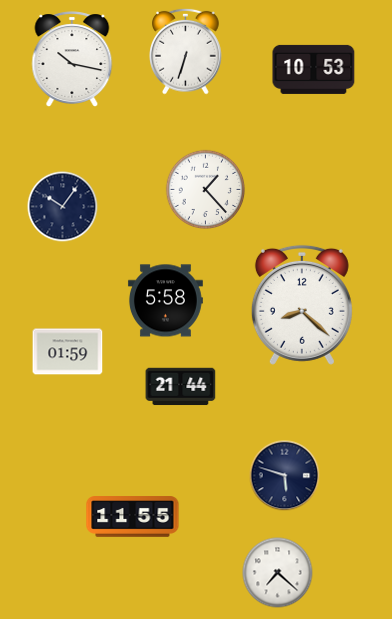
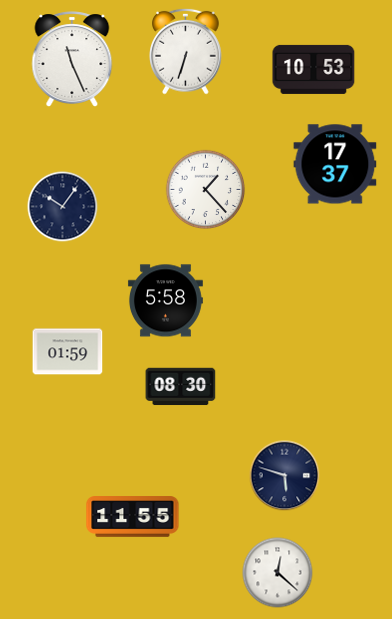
clock at (72, 59): 10:17 -> 11:26
clock at (335, 164): none -> 17:37
clock at (302, 305): 8:22 -> none
clock at (181, 387): 21:44 -> 08:30
clock at (278, 573): 7:22 -> 12:22
